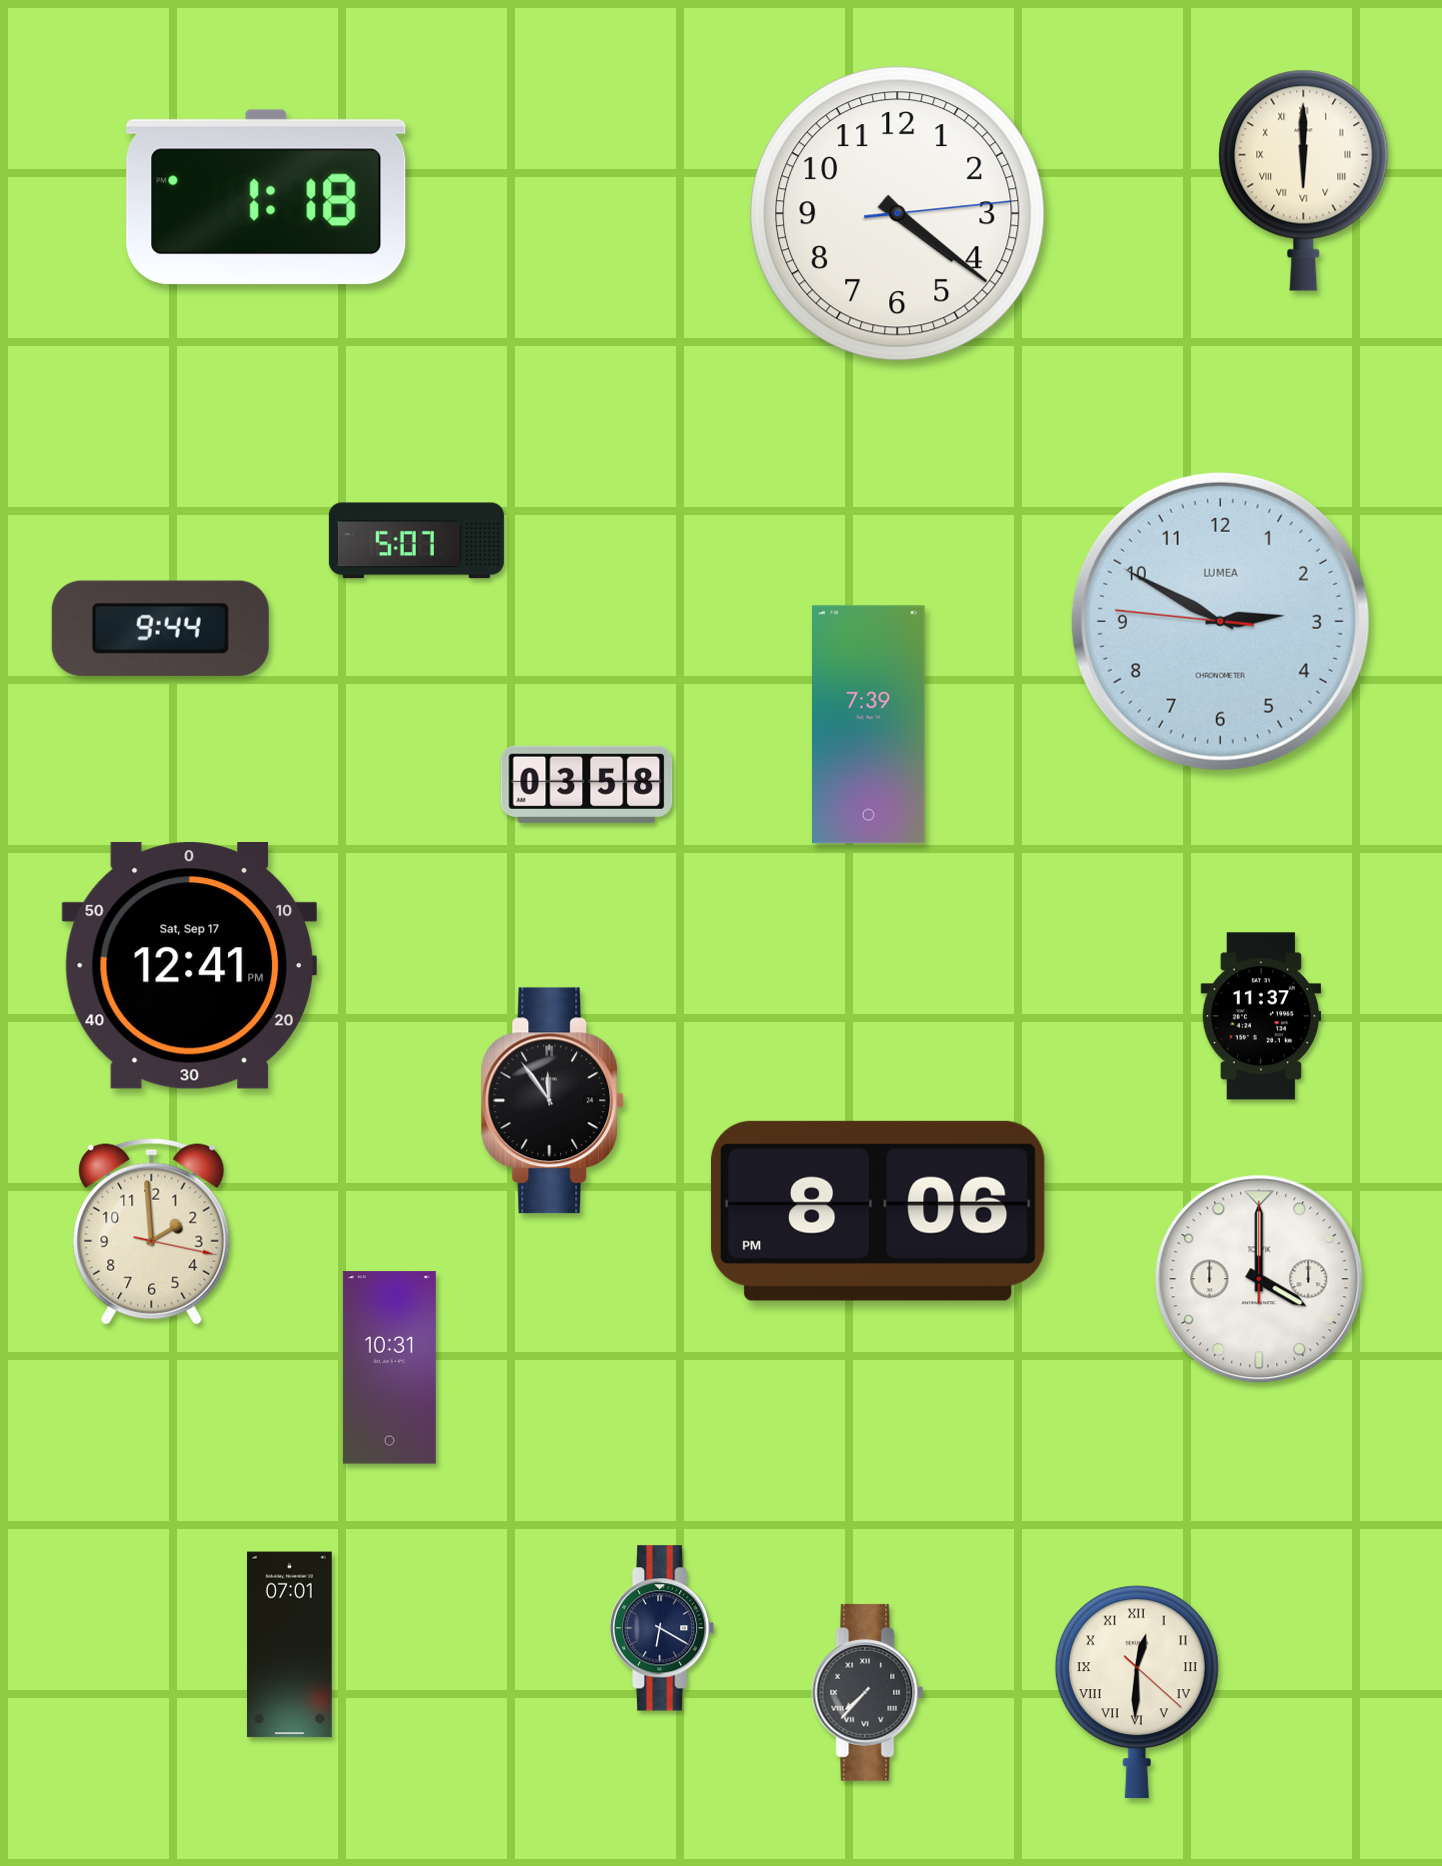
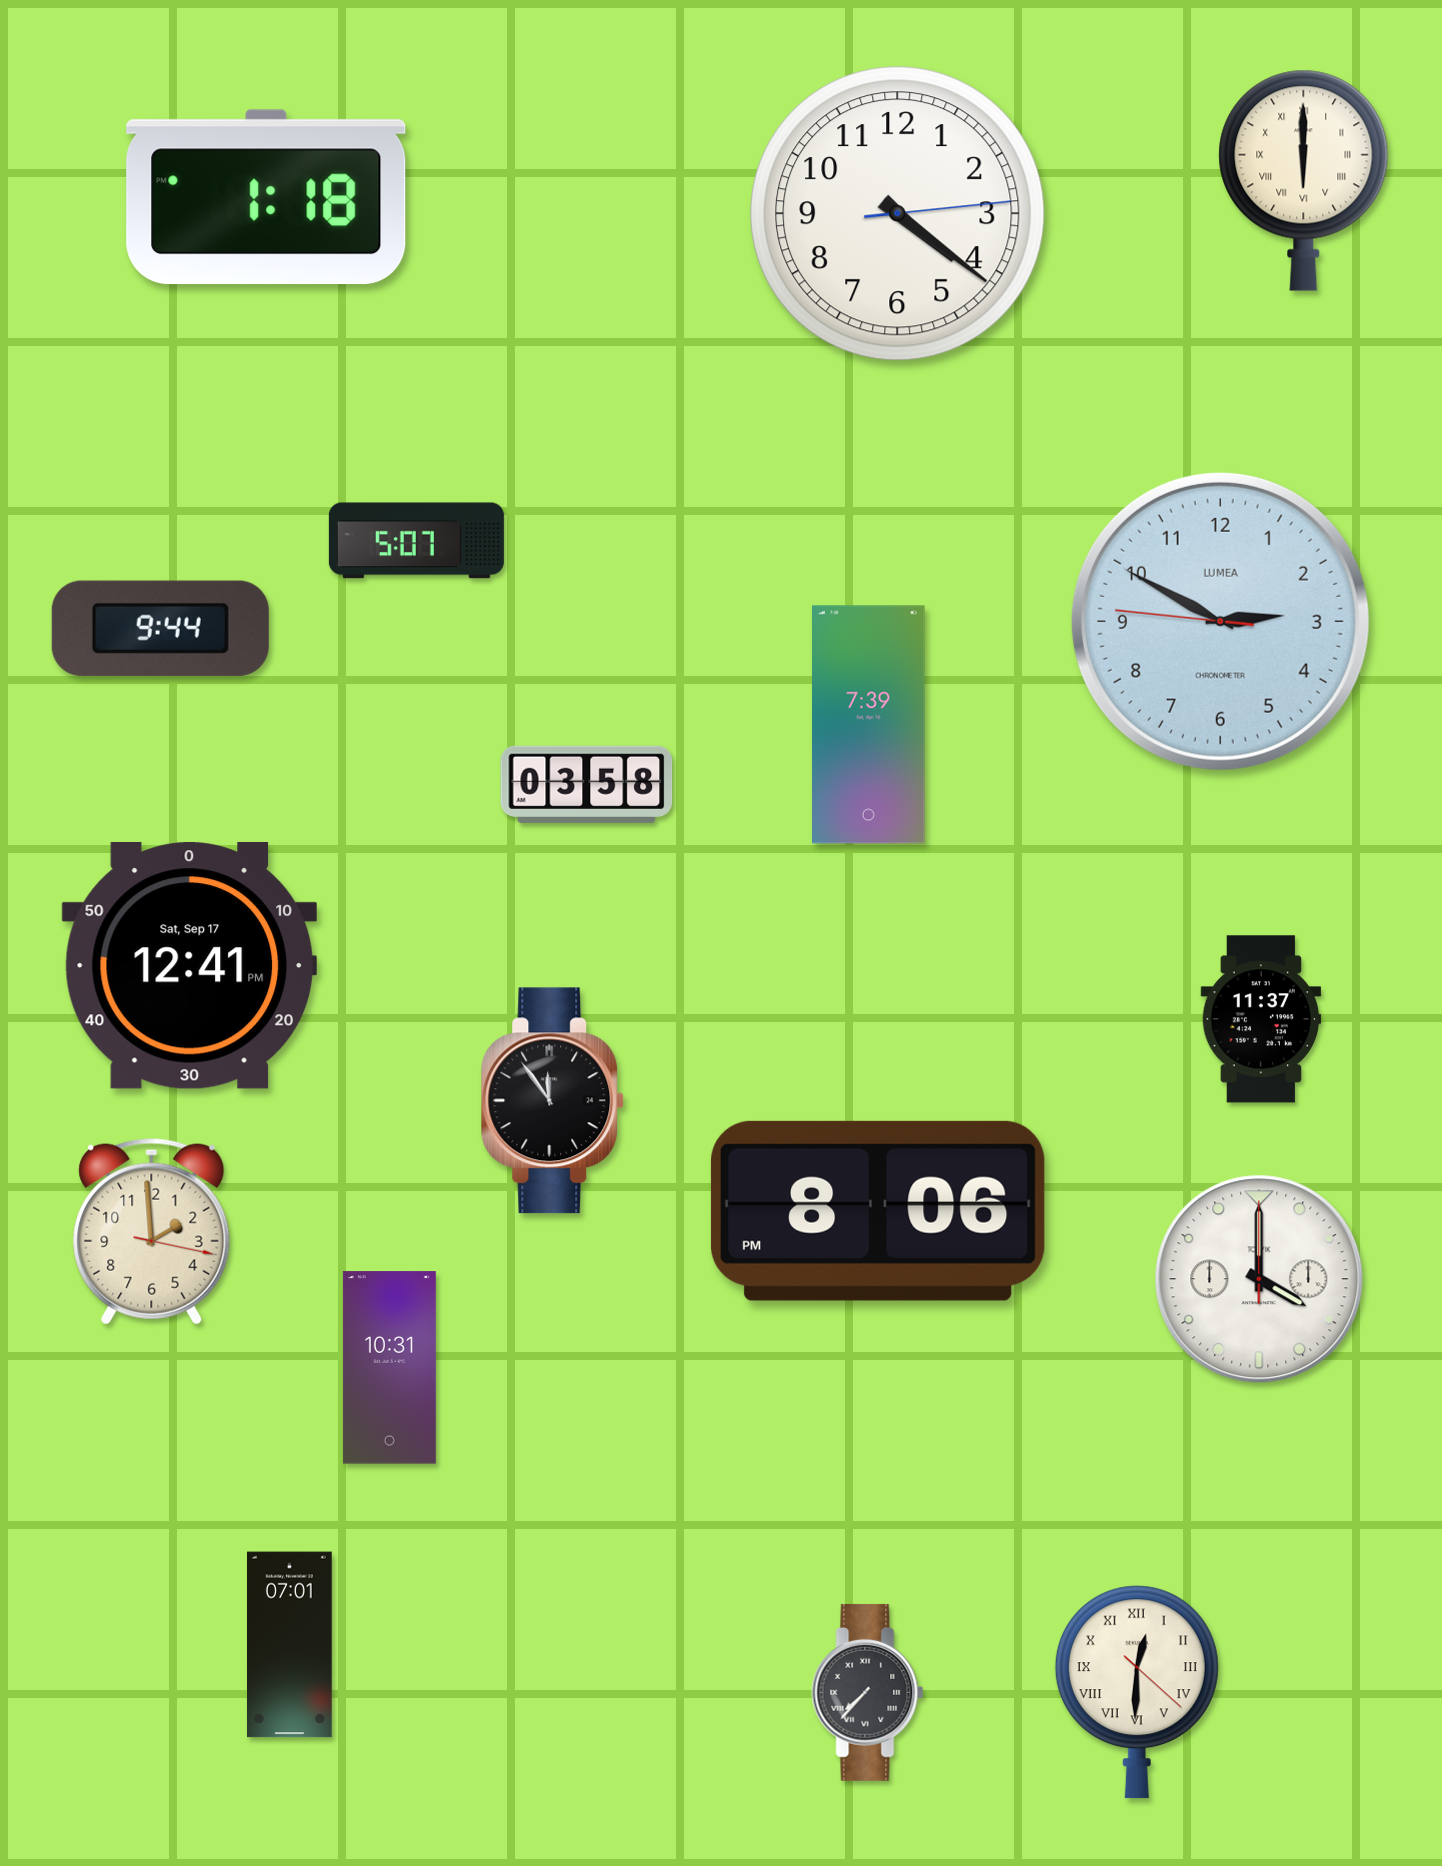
clock at (1261, 1016) position: (1261, 1016) -> (1261, 1019)
clock at (662, 1628): 6:20 -> none
